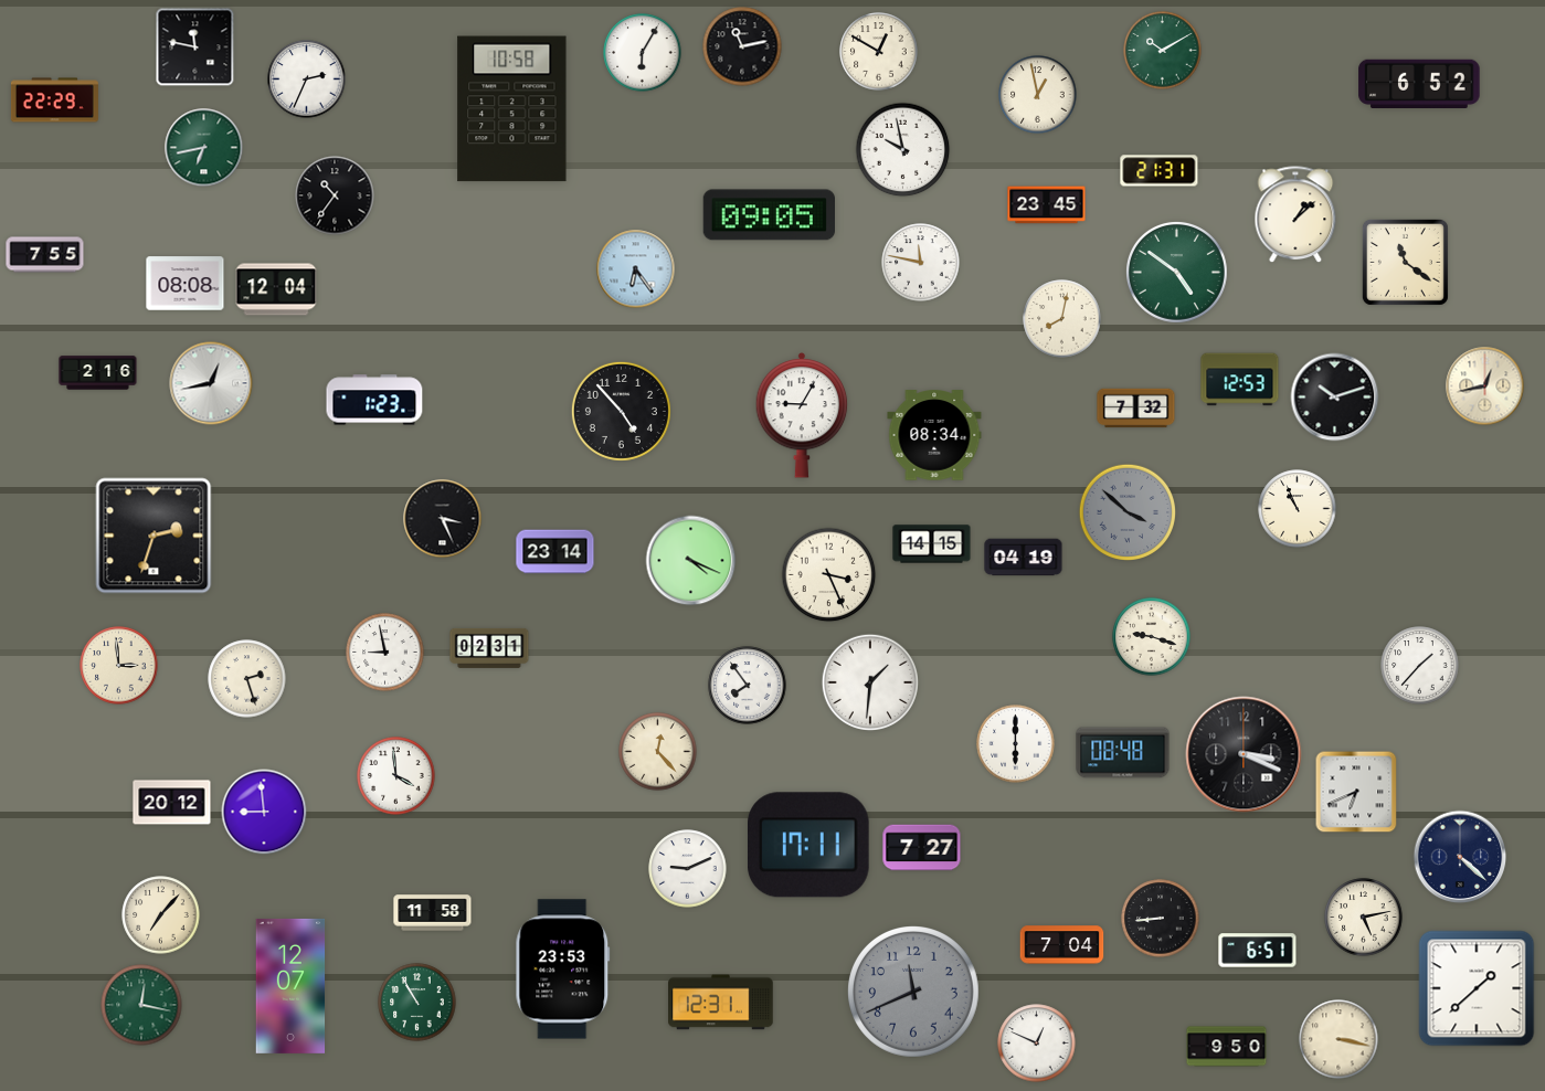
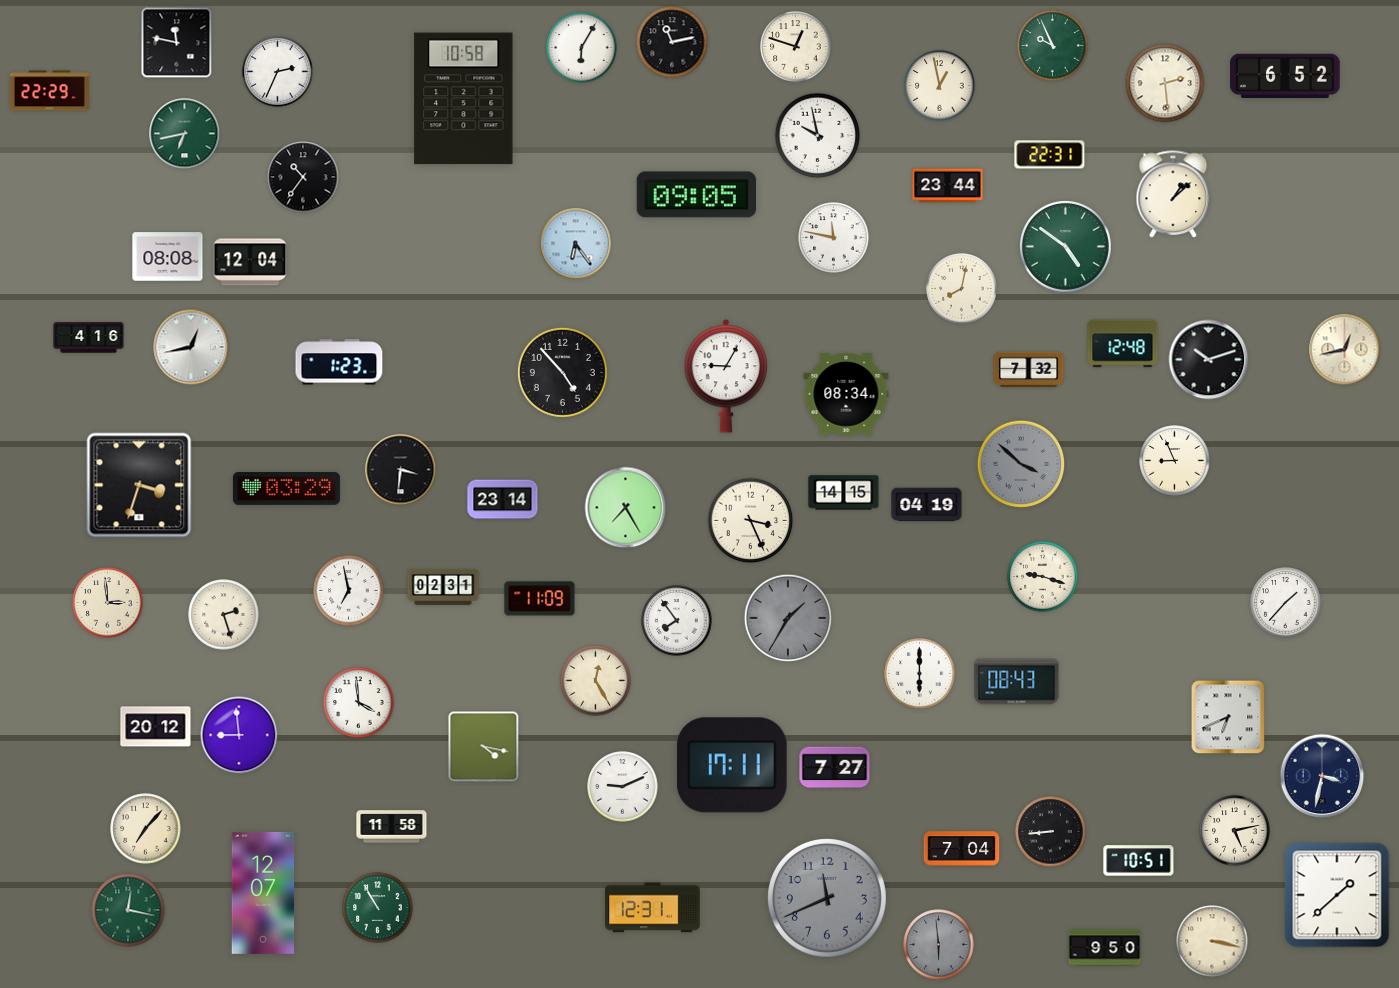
clock at (1163, 51): 10:10 -> 9:56
clock at (879, 52): 12:50 -> 12:48
clock at (1165, 83): none -> 2:29
clock at (1160, 171): 21:31 -> 22:31
clock at (1047, 205): 23:45 -> 23:44
clock at (45, 255): 7:55 -> none
clock at (1405, 262): 11:21 -> none
clock at (98, 373): 2:16 -> 4:16
clock at (1240, 380): 12:53 -> 12:48
clock at (1298, 509): 10:56 -> 8:56
clock at (443, 519): 3:26 -> 3:31
clock at (154, 536): 2:33 -> 3:33
clock at (286, 488): none -> 03:29
clock at (691, 561): 4:19 -> 7:25
clock at (385, 653): 8:58 -> 6:58
clock at (540, 599): none -> 11:09
clock at (870, 682): 1:31 -> 1:35
clock at (870, 682) dial: white -> grey
clock at (658, 752): 12:23 -> 12:25
clock at (1123, 753): 08:48 -> 08:43
clock at (1244, 754): 3:19 -> none
clock at (484, 747): none -> 4:17
clock at (1460, 857): 4:22 -> 3:32
clock at (1062, 945) position: (1062, 945) -> (962, 849)
clock at (1258, 951): 6:51 -> 10:51
clock at (563, 970): 23:53 -> none
clock at (1037, 1044): 12:49 -> 5:59
clock at (1037, 1044) dial: white -> grey
clock at (1227, 1047) position: (1227, 1047) -> (1105, 948)
